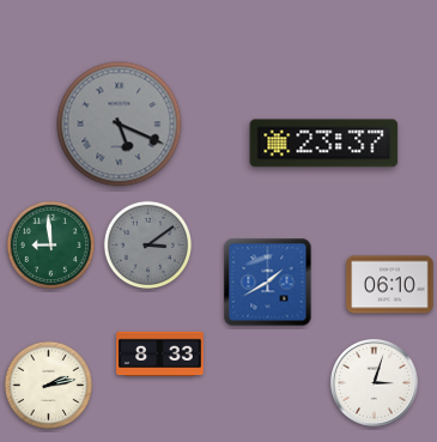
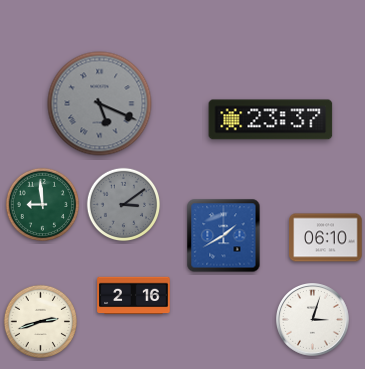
clock at (160, 355): 8:33 -> 2:16
clock at (49, 386): 2:13 -> 2:42
